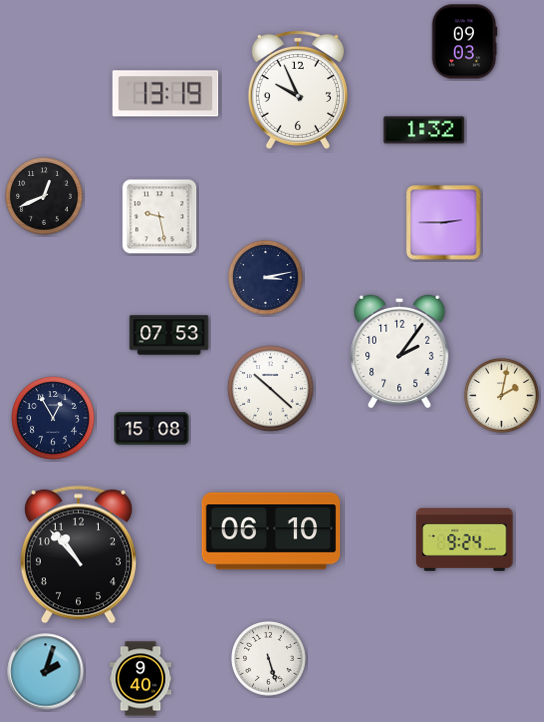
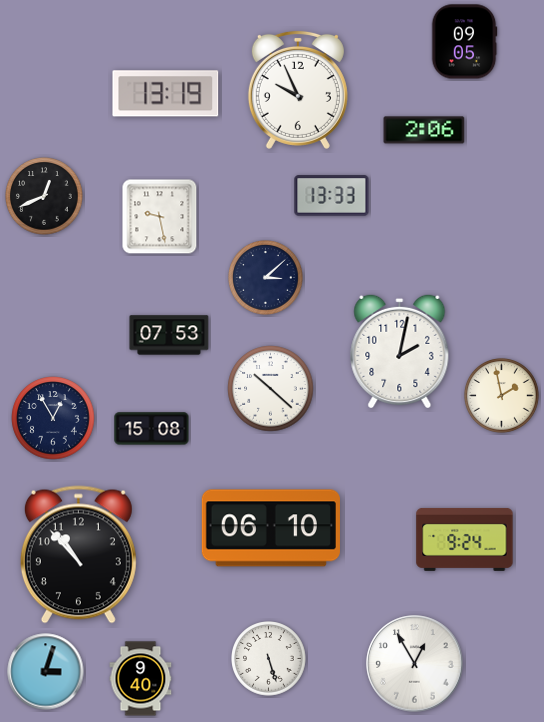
clock at (464, 42): 09:03 -> 09:05
clock at (424, 130): 1:32 -> 2:06
clock at (332, 196): none -> 13:33
clock at (444, 223): 2:45 -> none
clock at (266, 278): 3:13 -> 3:08
clock at (400, 351): 2:06 -> 2:02
clock at (502, 396): 2:02 -> 1:58
clock at (271, 531) position: (271, 531) -> (271, 528)
clock at (415, 664): none -> 12:55
clock at (46, 672): 2:03 -> 3:03
